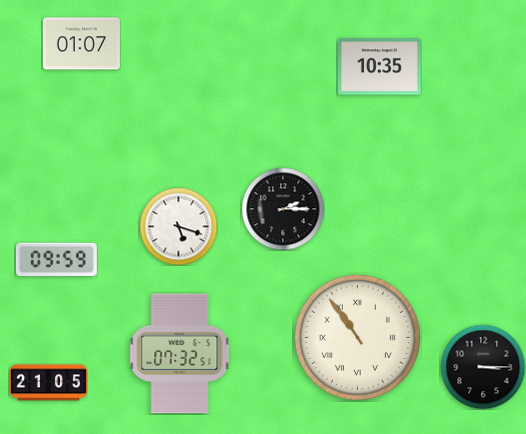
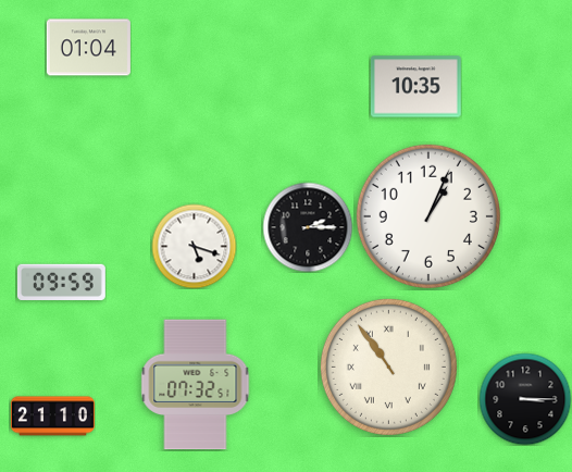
clock at (81, 44): 01:07 -> 01:04
clock at (379, 67) position: (379, 67) -> (415, 87)
clock at (428, 216): none -> 1:04
clock at (48, 383): 21:05 -> 21:10
